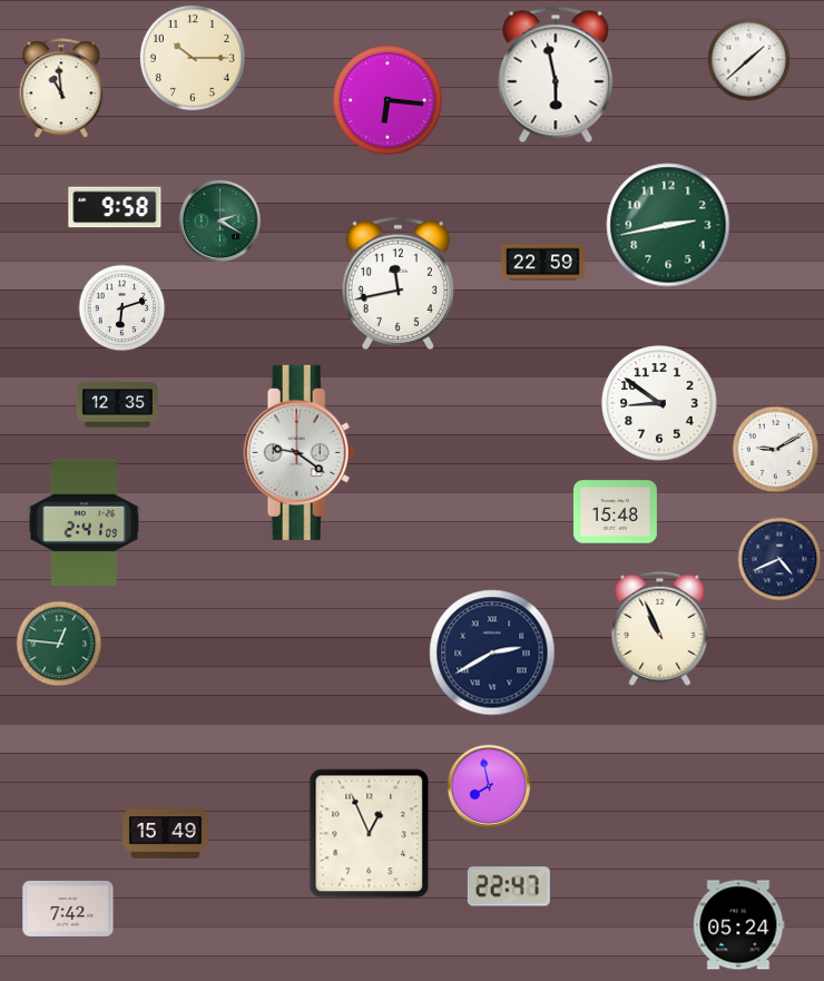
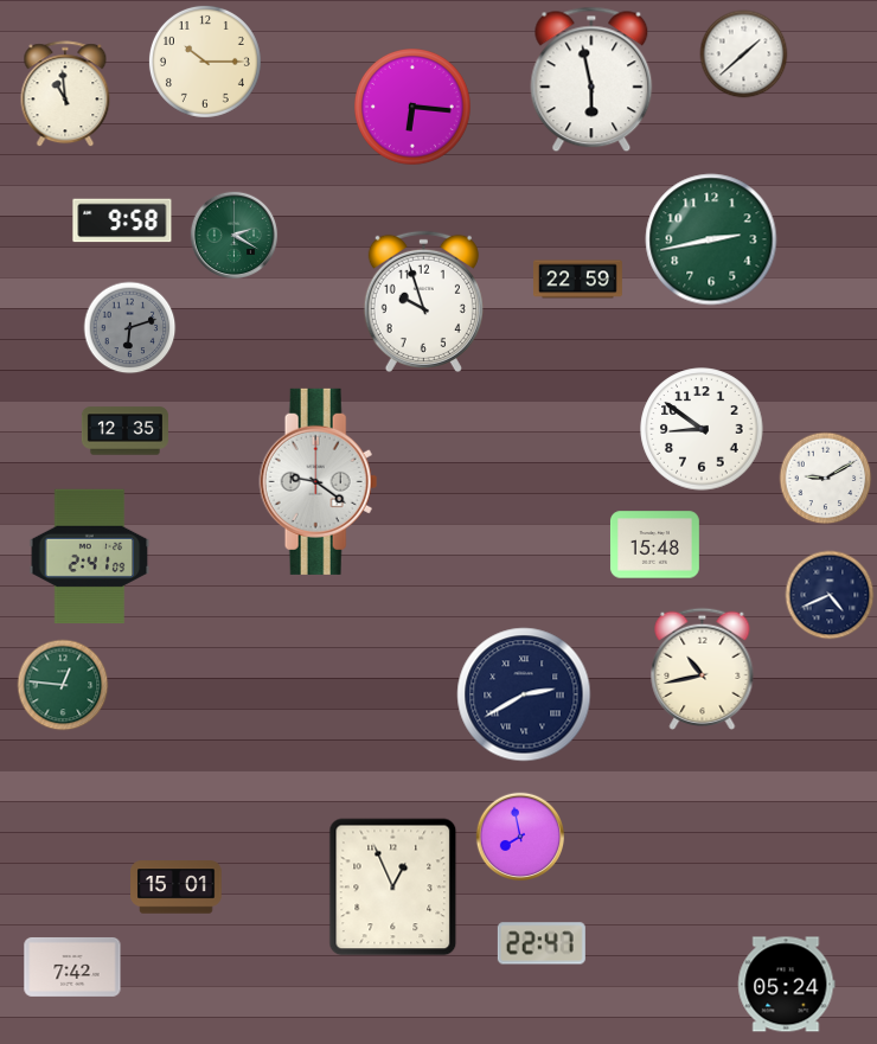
clock at (749, 60) position: (749, 60) -> (744, 55)
clock at (398, 283): 11:43 -> 9:57
clock at (122, 308) dial: white -> grey
clock at (660, 628): 10:56 -> 10:43
clock at (166, 834): 15:49 -> 15:01
